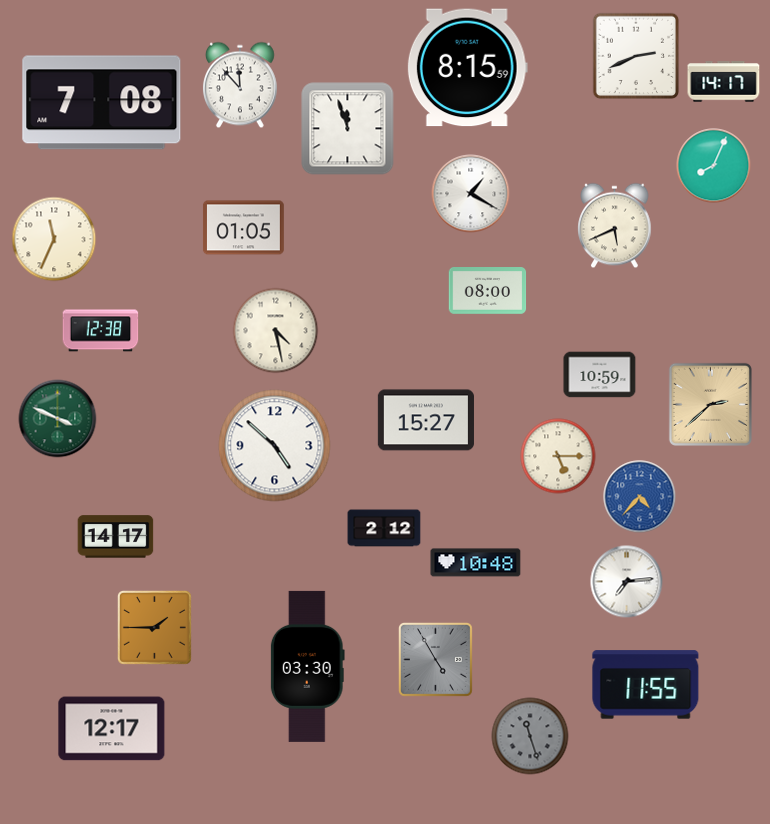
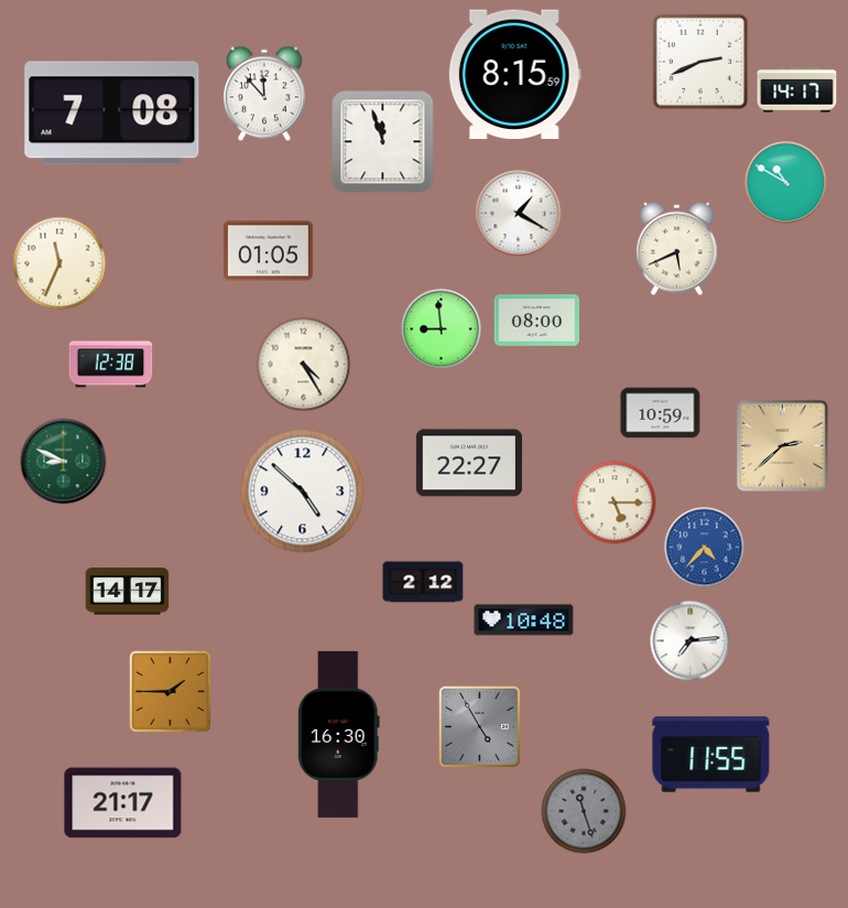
clock at (714, 166): 8:04 -> 10:50
clock at (442, 329): none -> 8:59
clock at (276, 331): 4:28 -> 4:25
clock at (58, 419): 3:49 -> 8:49
clock at (426, 420): 15:27 -> 22:27
clock at (307, 666): 03:30 -> 16:30
clock at (112, 729): 12:17 -> 21:17
